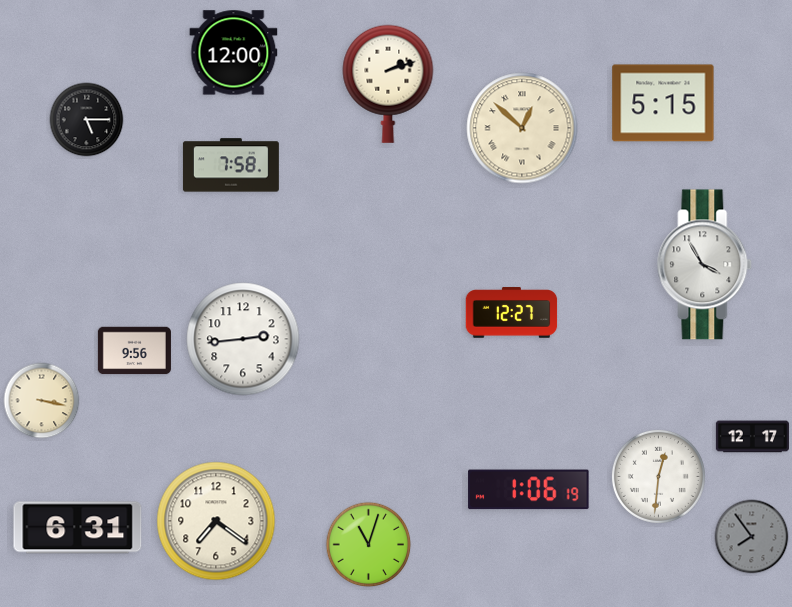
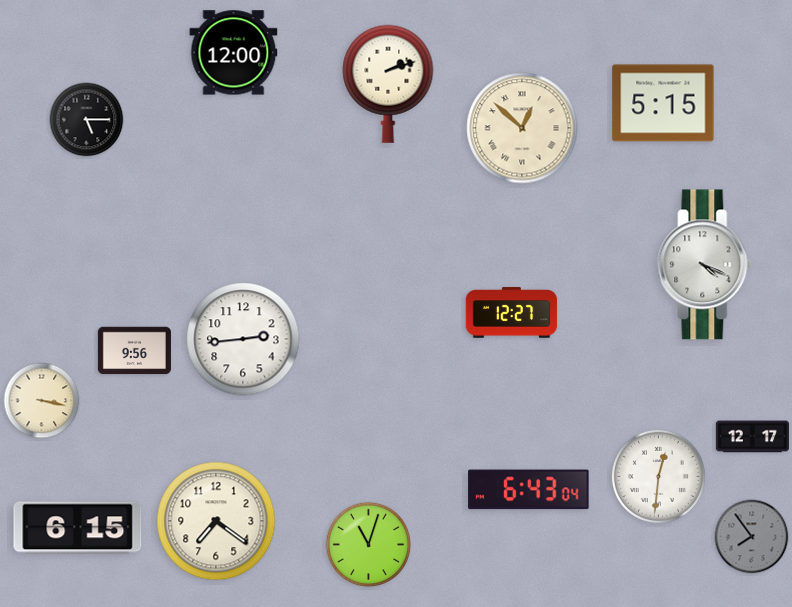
clock at (231, 165): 7:58 -> none
clock at (705, 265): 3:55 -> 4:19
clock at (529, 490): 1:06 -> 6:43
clock at (78, 528): 6:31 -> 6:15
